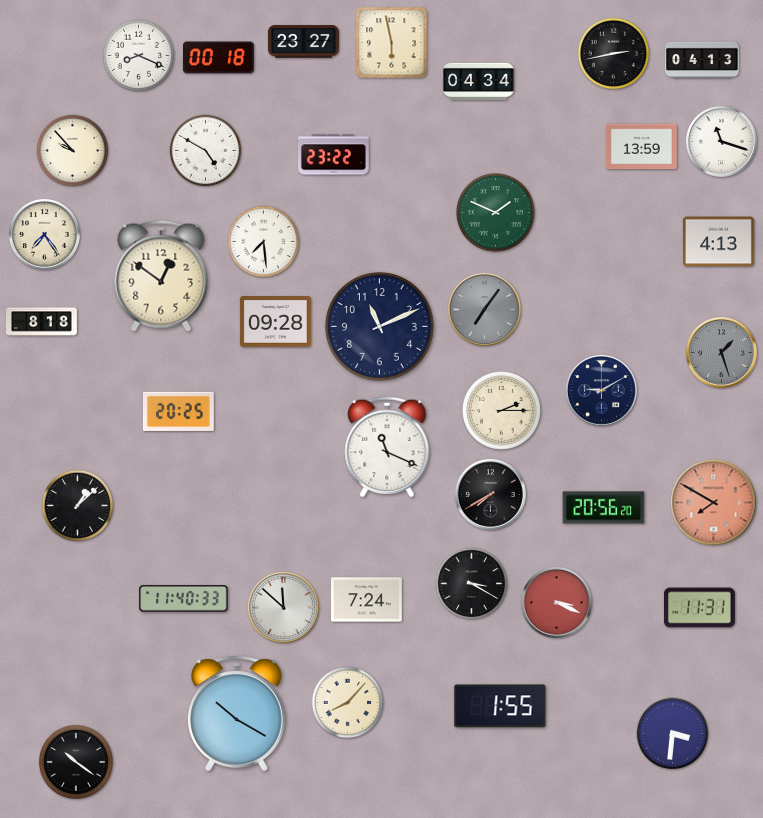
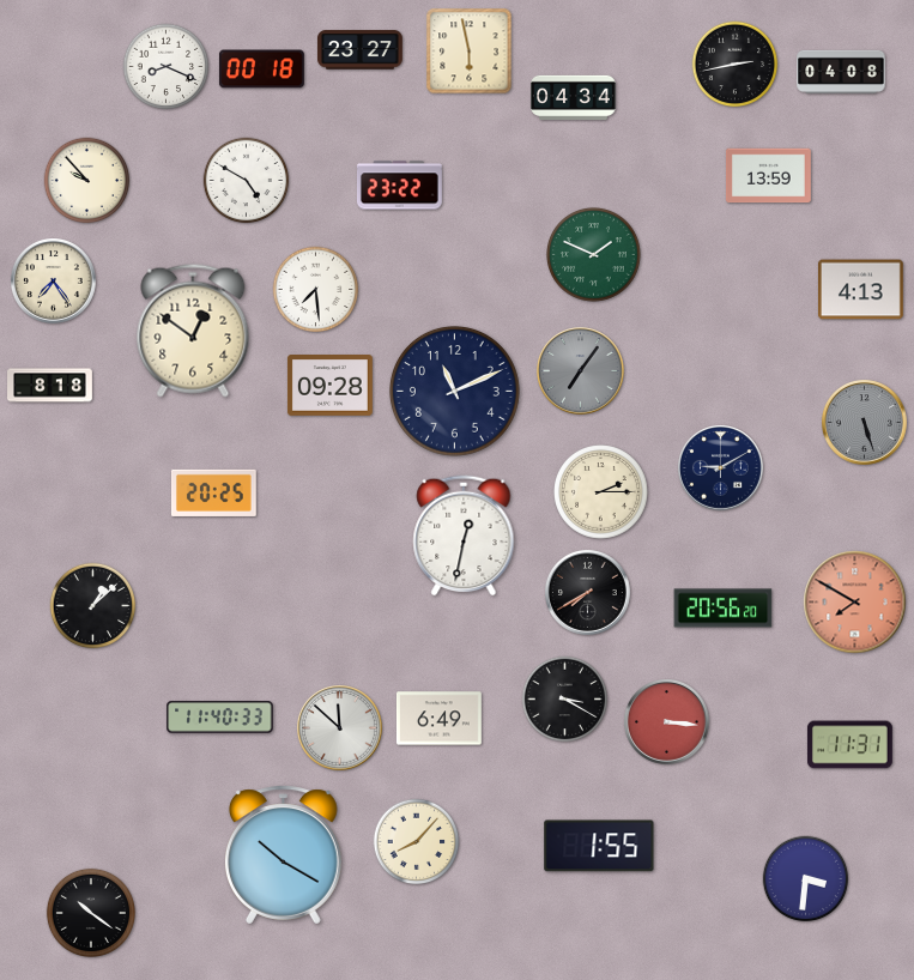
clock at (304, 42) position: (304, 42) -> (361, 50)
clock at (702, 60): 04:13 -> 04:08
clock at (722, 142): 11:18 -> none
clock at (722, 353): 1:27 -> 5:27
clock at (387, 447): 11:19 -> 12:32
clock at (366, 600): 7:24 -> 6:49
clock at (557, 603): 3:19 -> 3:16
clock at (700, 608) position: (700, 608) -> (851, 745)
